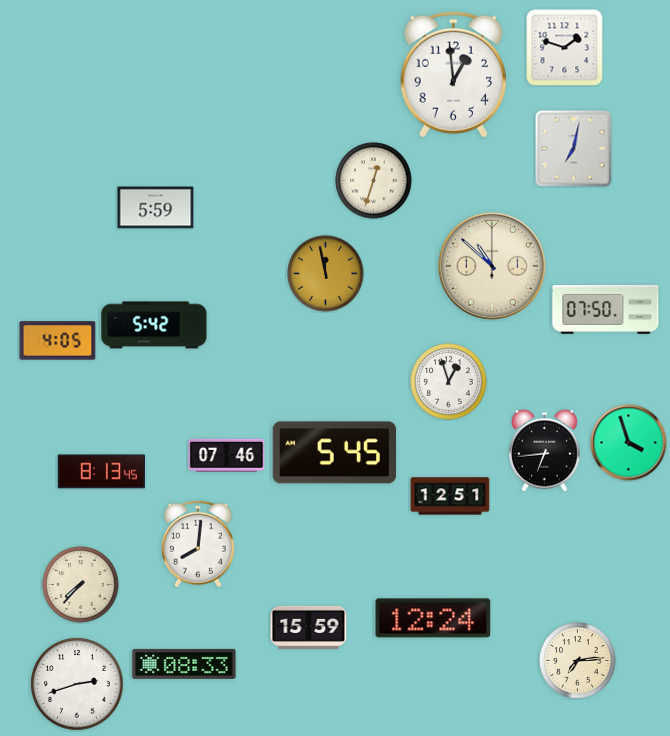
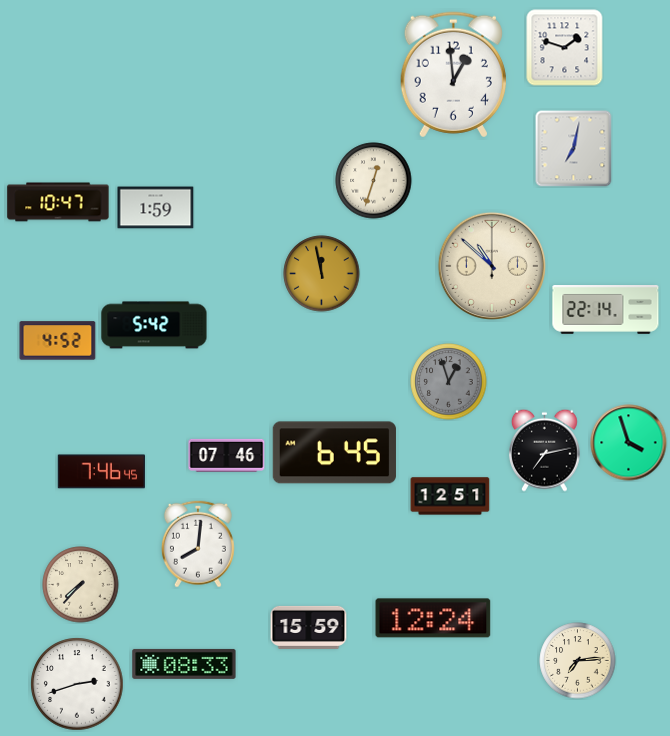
clock at (58, 202): none -> 10:47
clock at (156, 208): 5:59 -> 1:59
clock at (326, 274) position: (326, 274) -> (322, 274)
clock at (606, 310): 07:50 -> 22:14
clock at (58, 341): 4:05 -> 4:52
clock at (449, 382) dial: white -> grey
clock at (545, 450): 6:44 -> 7:13
clock at (334, 453): 5:45 -> 6:45
clock at (101, 472): 8:13 -> 7:46
